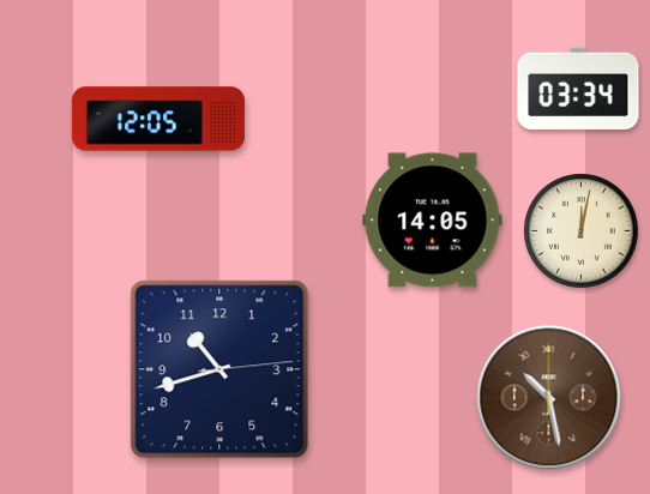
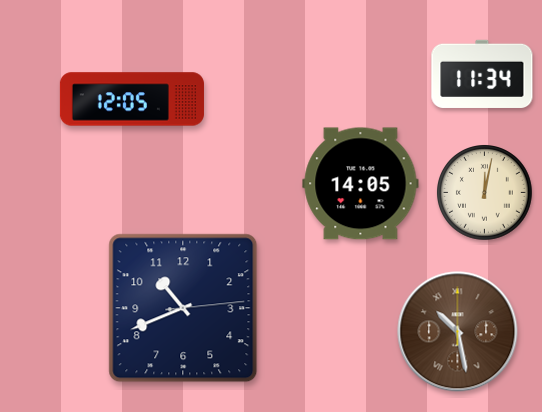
clock at (578, 89): 03:34 -> 11:34
clock at (219, 369): 10:42 -> 10:41
